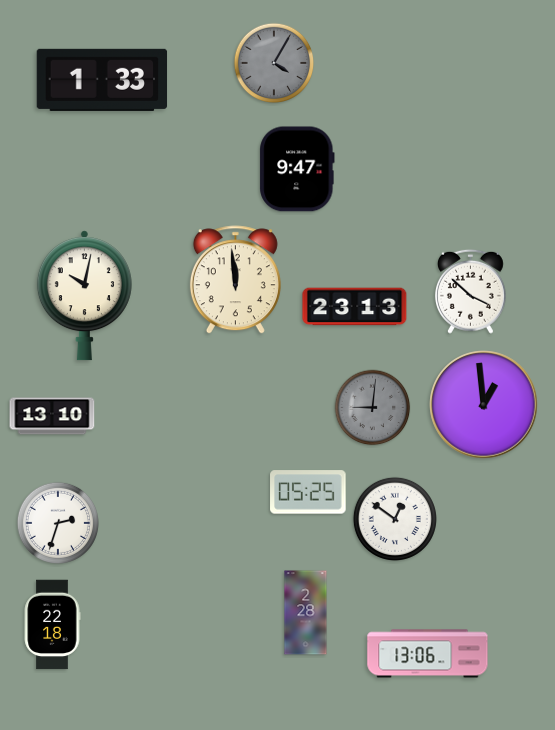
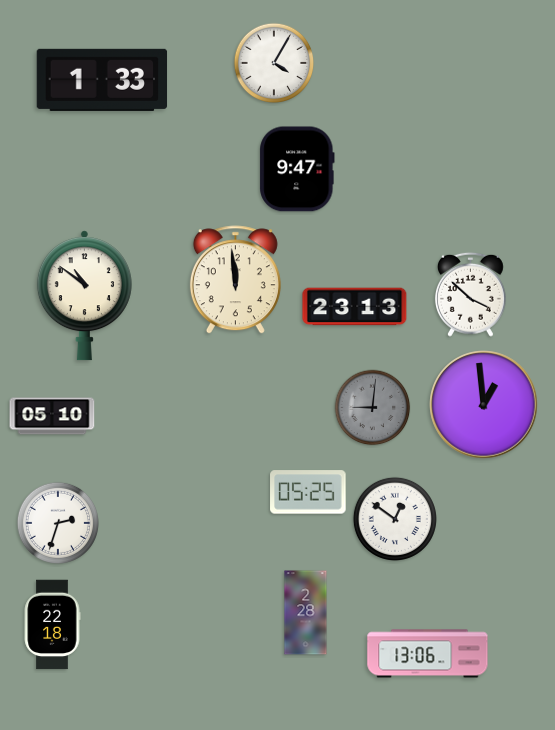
clock at (274, 63) dial: grey -> white
clock at (470, 291) position: (470, 291) -> (470, 294)
clock at (84, 296): 10:02 -> 10:51
clock at (52, 416): 13:10 -> 05:10
